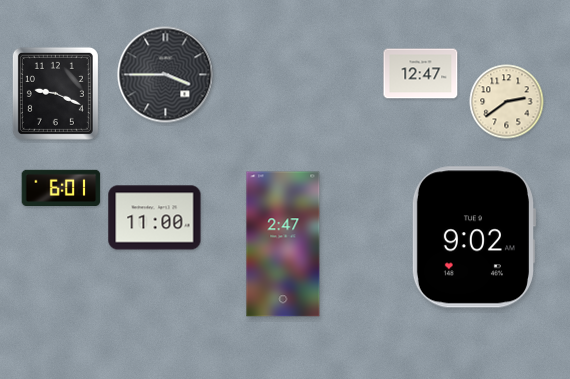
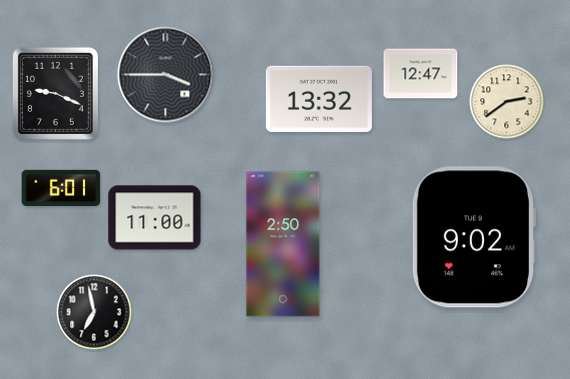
clock at (319, 98): none -> 13:32
clock at (283, 244): 2:47 -> 2:50
clock at (94, 312): none -> 6:58
